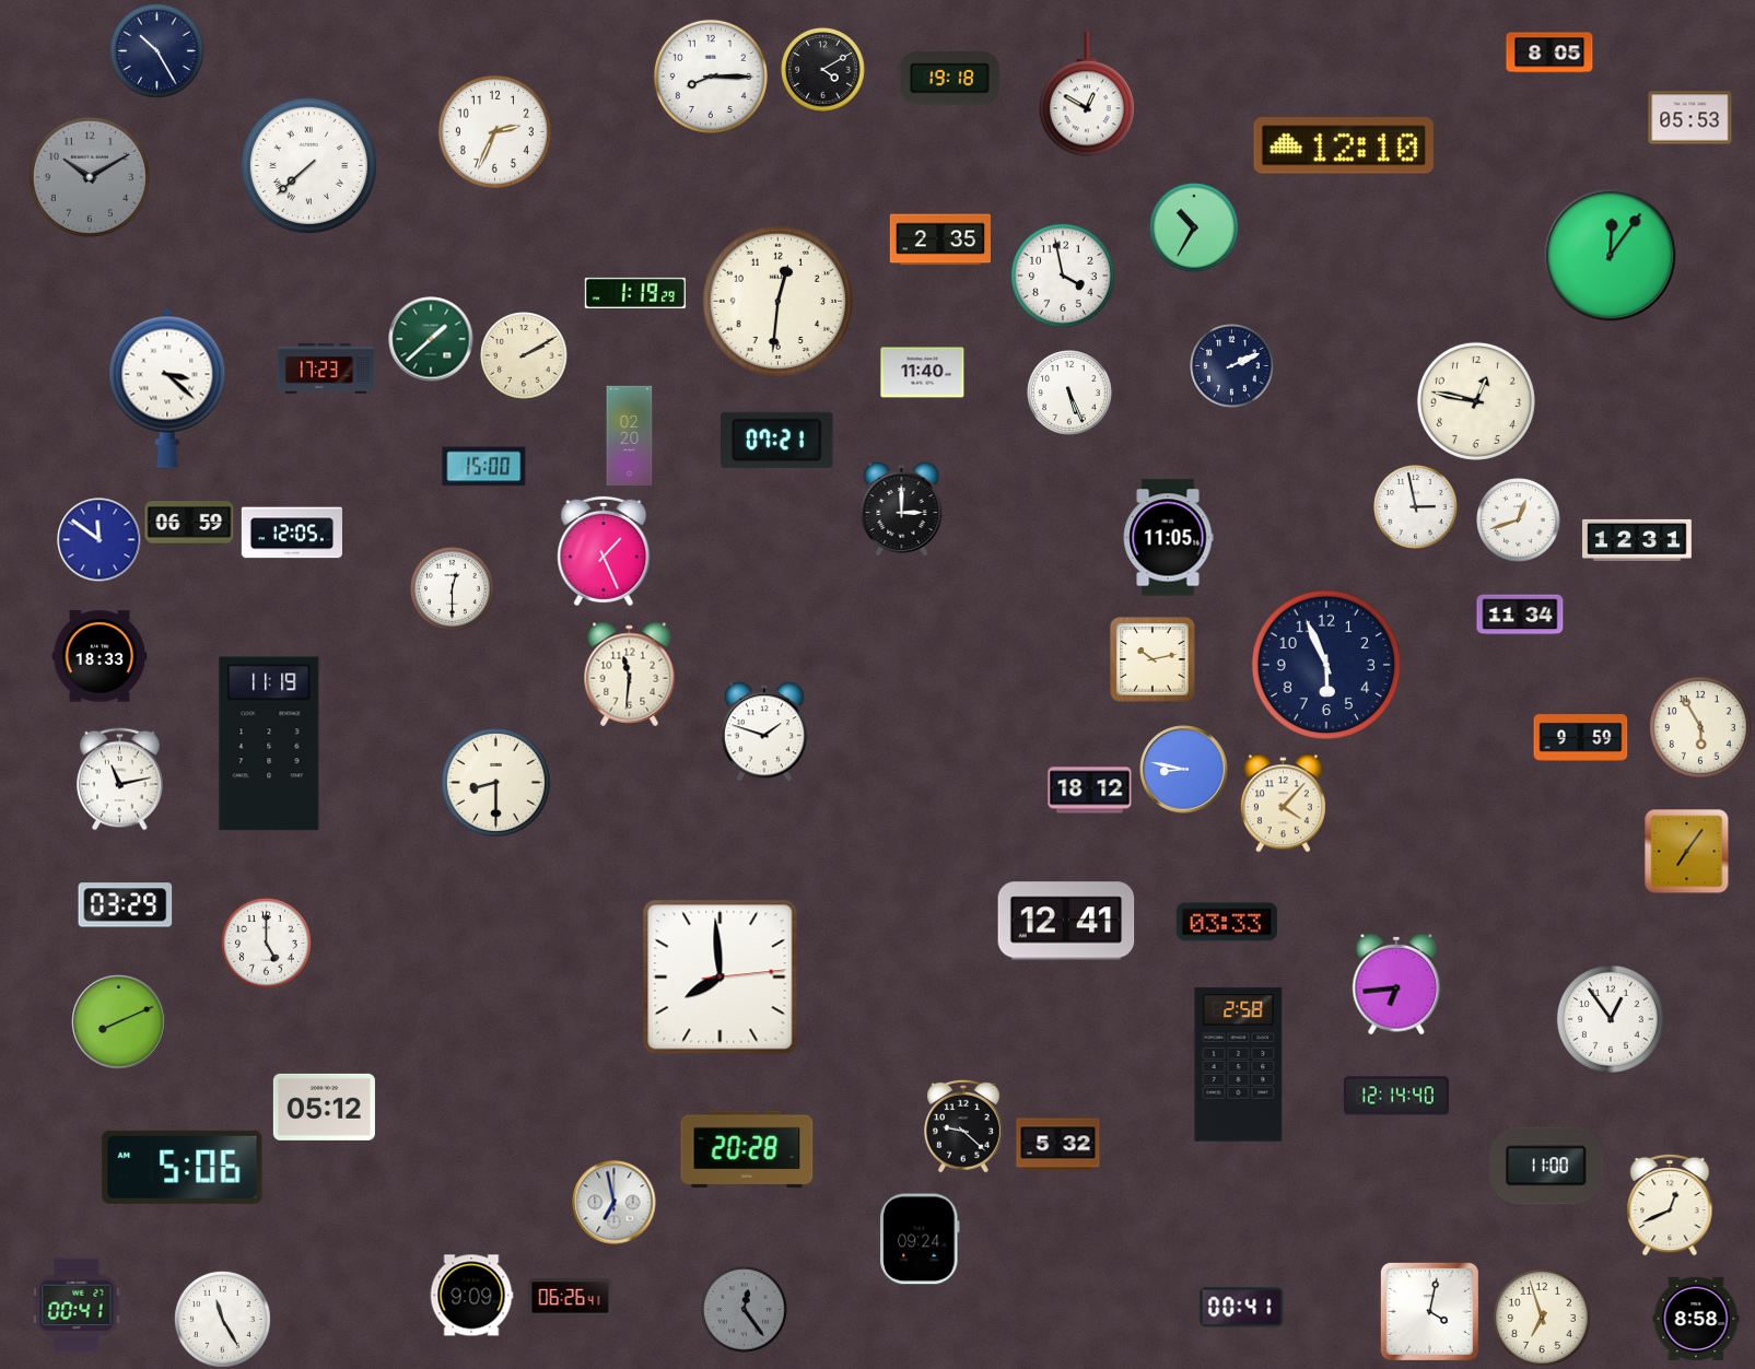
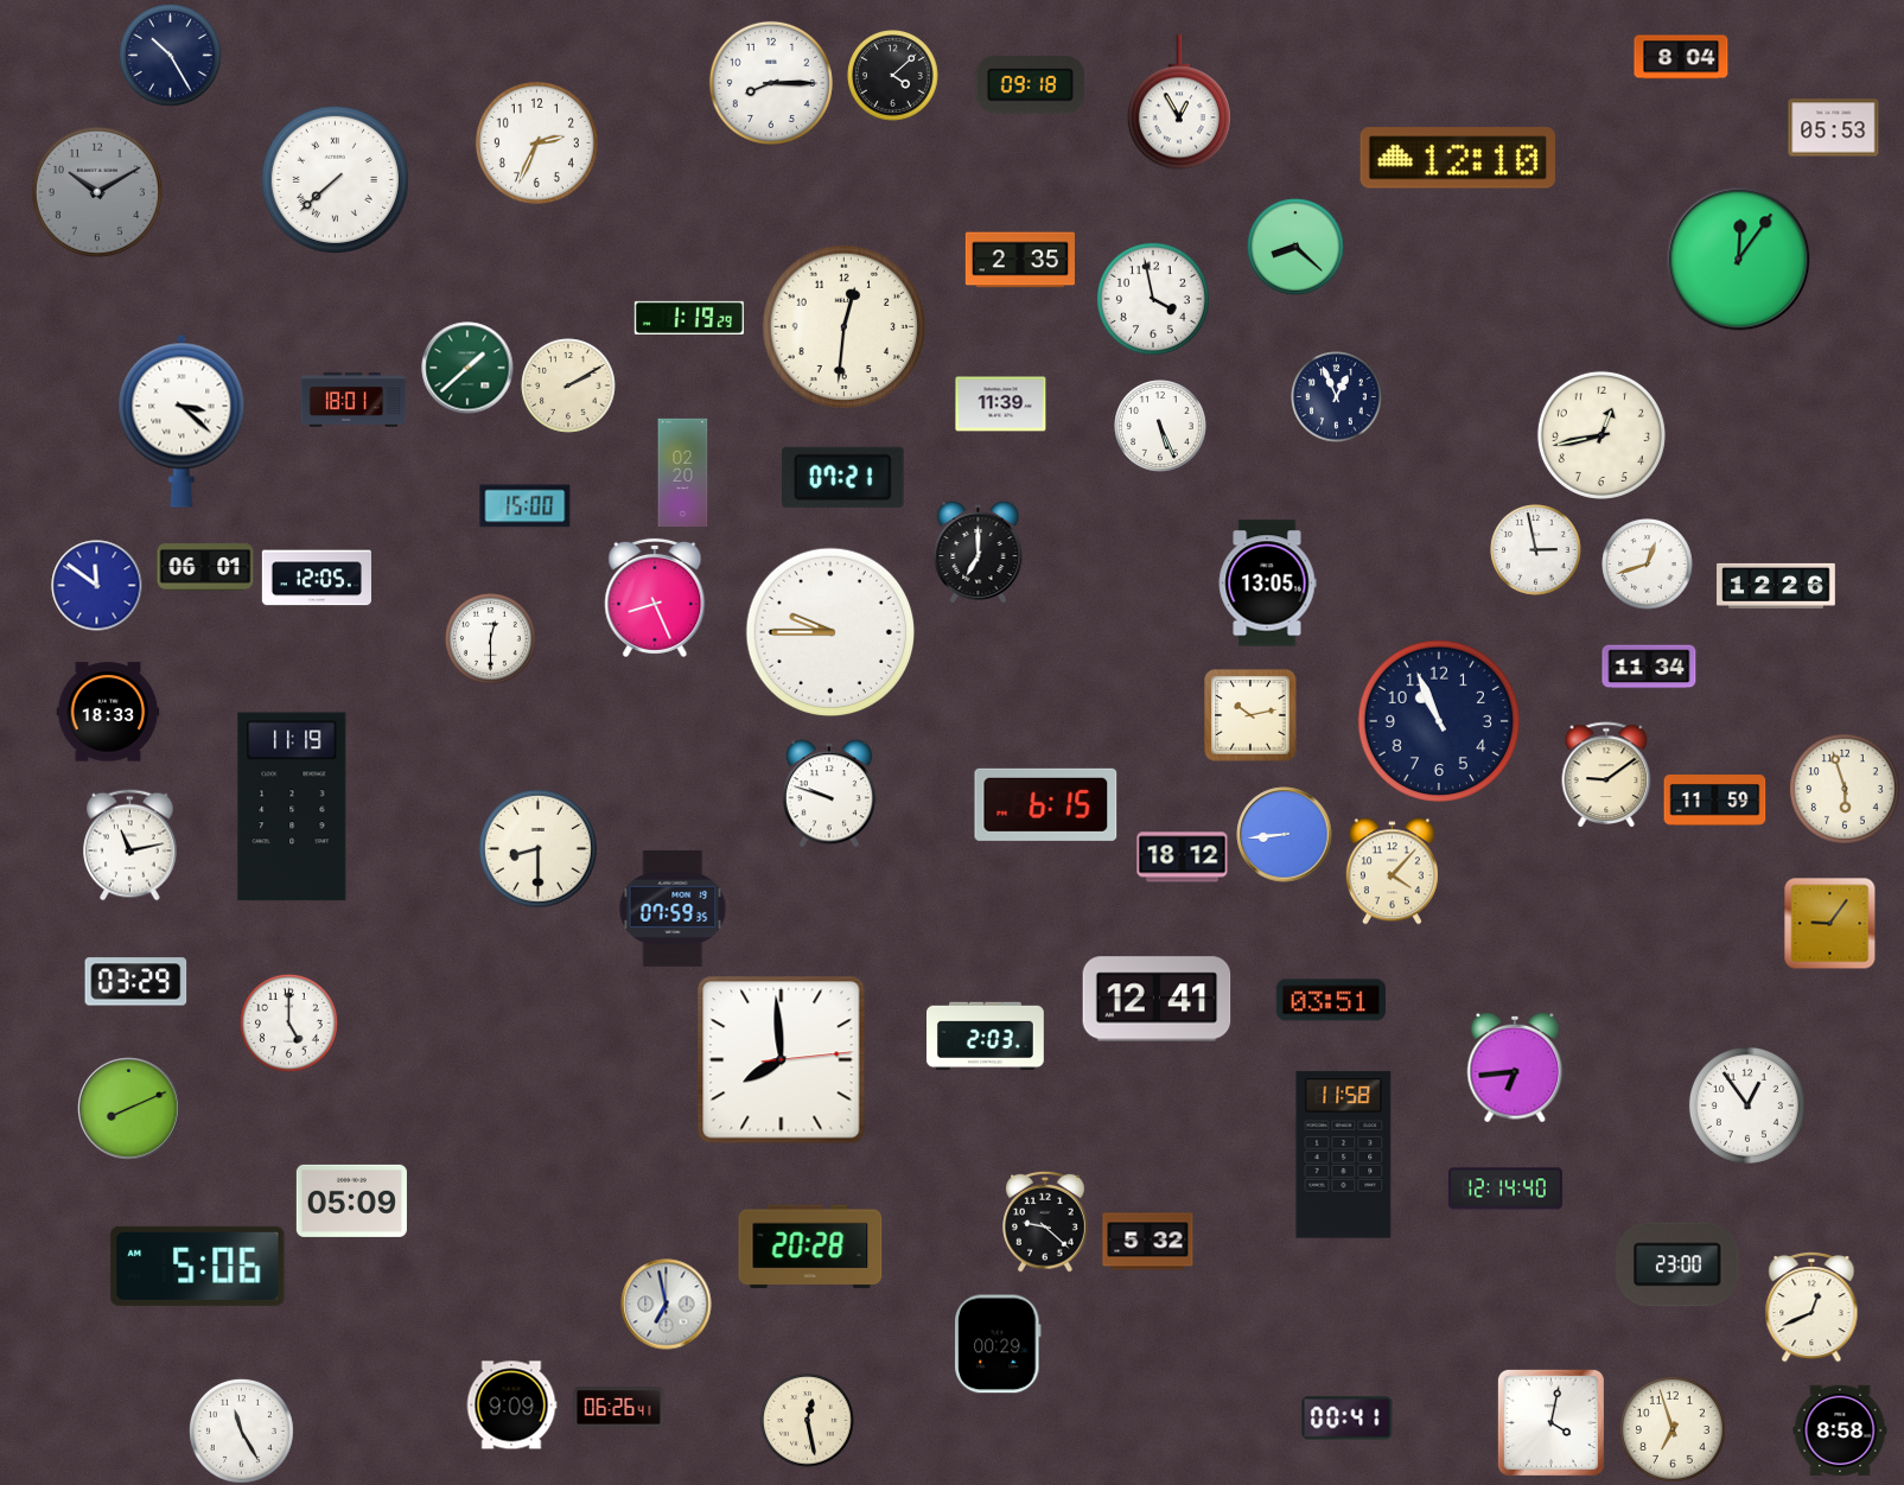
clock at (1549, 52): 8:05 -> 8:04
clock at (823, 70): 4:10 -> 4:08
clock at (949, 79): 19:18 -> 09:18
clock at (1087, 94): 12:50 -> 12:55
clock at (1194, 227): 10:35 -> 8:22
clock at (1611, 256) position: (1611, 256) -> (1739, 260)
clock at (1232, 366): 2:11 -> 12:56
clock at (326, 368): 17:23 -> 18:01
clock at (923, 373): 11:40 -> 11:39
clock at (1476, 401): 12:47 -> 12:43
clock at (902, 510): 3:00 -> 7:00
clock at (189, 523): 06:59 -> 06:01
clock at (1168, 538): 11:05 -> 13:05
clock at (100, 540) position: (100, 540) -> (97, 586)
clock at (1637, 540): 12:31 -> 12:26
clock at (604, 551): 1:26 -> 8:26
clock at (830, 632): none -> 9:45
clock at (1325, 664): 5:56 -> 10:56
clock at (630, 675): 11:31 -> none
clock at (1606, 775): none -> 9:09
clock at (1700, 727): 5:55 -> 5:57
clock at (764, 732): 1:48 -> 9:48
clock at (1581, 738): 9:59 -> 11:59
clock at (1046, 804): none -> 6:15
clock at (1184, 770): 8:47 -> 8:44
clock at (673, 909): none -> 07:59
clock at (1687, 852): 7:06 -> 9:06
clock at (1227, 922): 03:33 -> 03:51
clock at (986, 1037): none -> 2:03
clock at (1239, 1065): 2:58 -> 11:58
clock at (1396, 1096) position: (1396, 1096) -> (1505, 1188)
clock at (324, 1107): 05:12 -> 05:09
clock at (1546, 1166): 11:00 -> 23:00
clock at (920, 1239): 09:24 -> 00:29
clock at (77, 1306): 00:41 -> none
clock at (745, 1310): 12:24 -> 12:28
clock at (745, 1310) dial: grey -> cream
